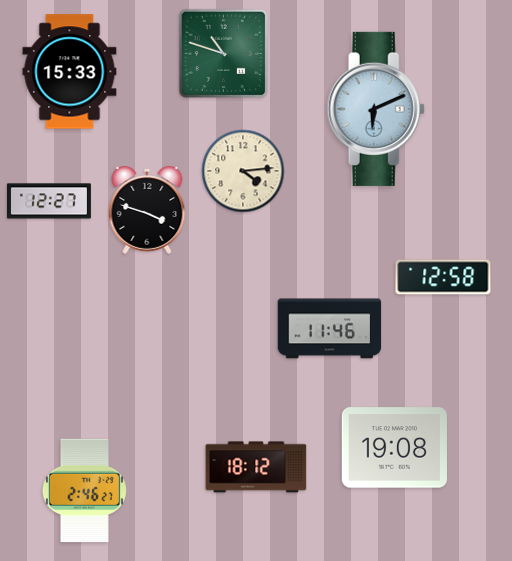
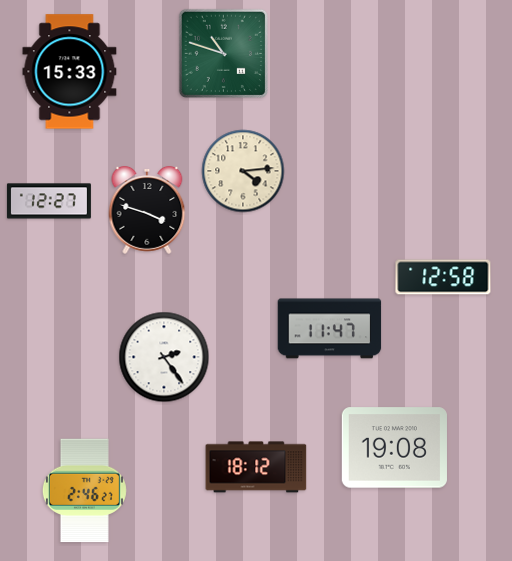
clock at (376, 109): 6:11 -> none
clock at (330, 329): 11:46 -> 11:47
clock at (164, 357): none -> 2:24
